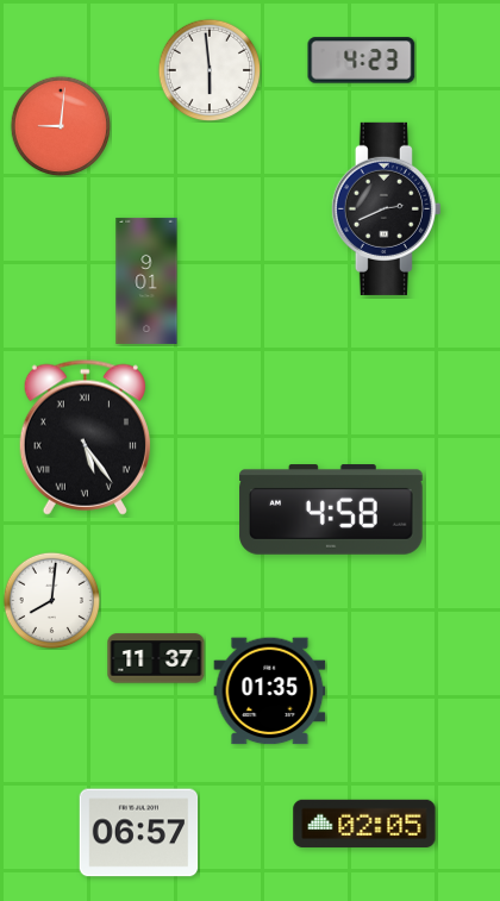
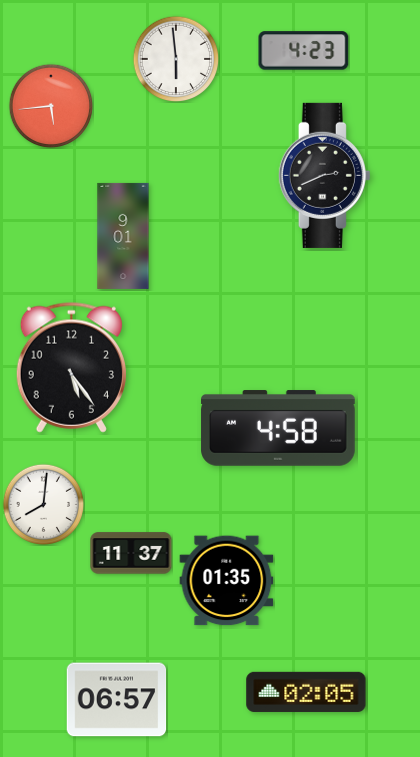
clock at (61, 126): 9:01 -> 5:44
clock at (85, 437) numerals: Roman -> Arabic
